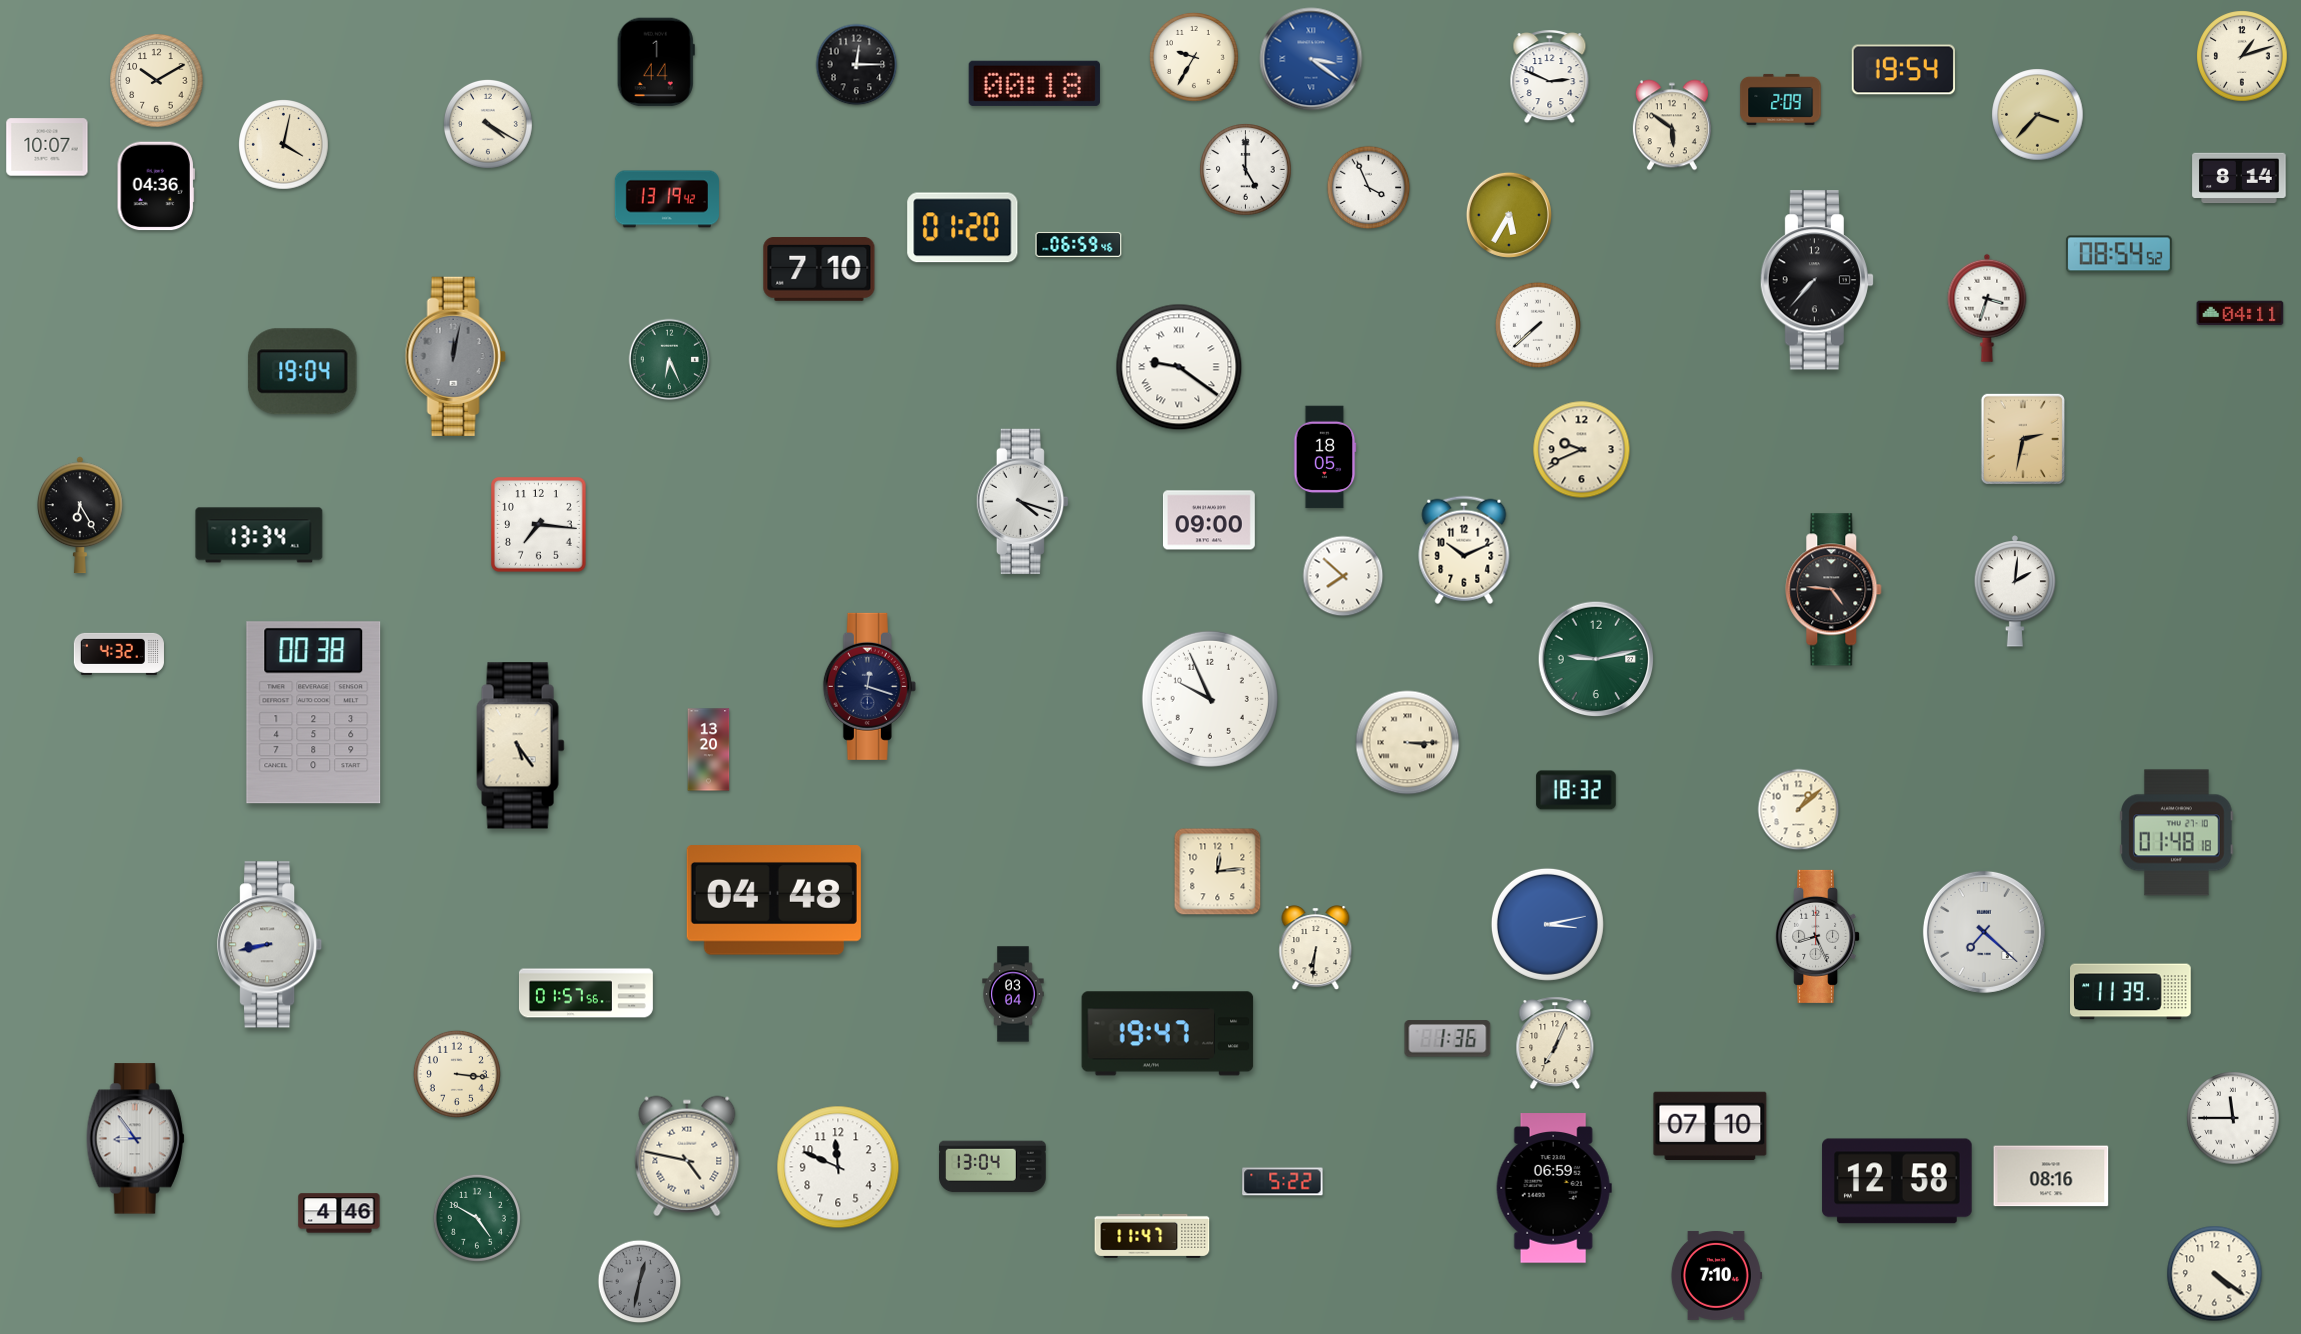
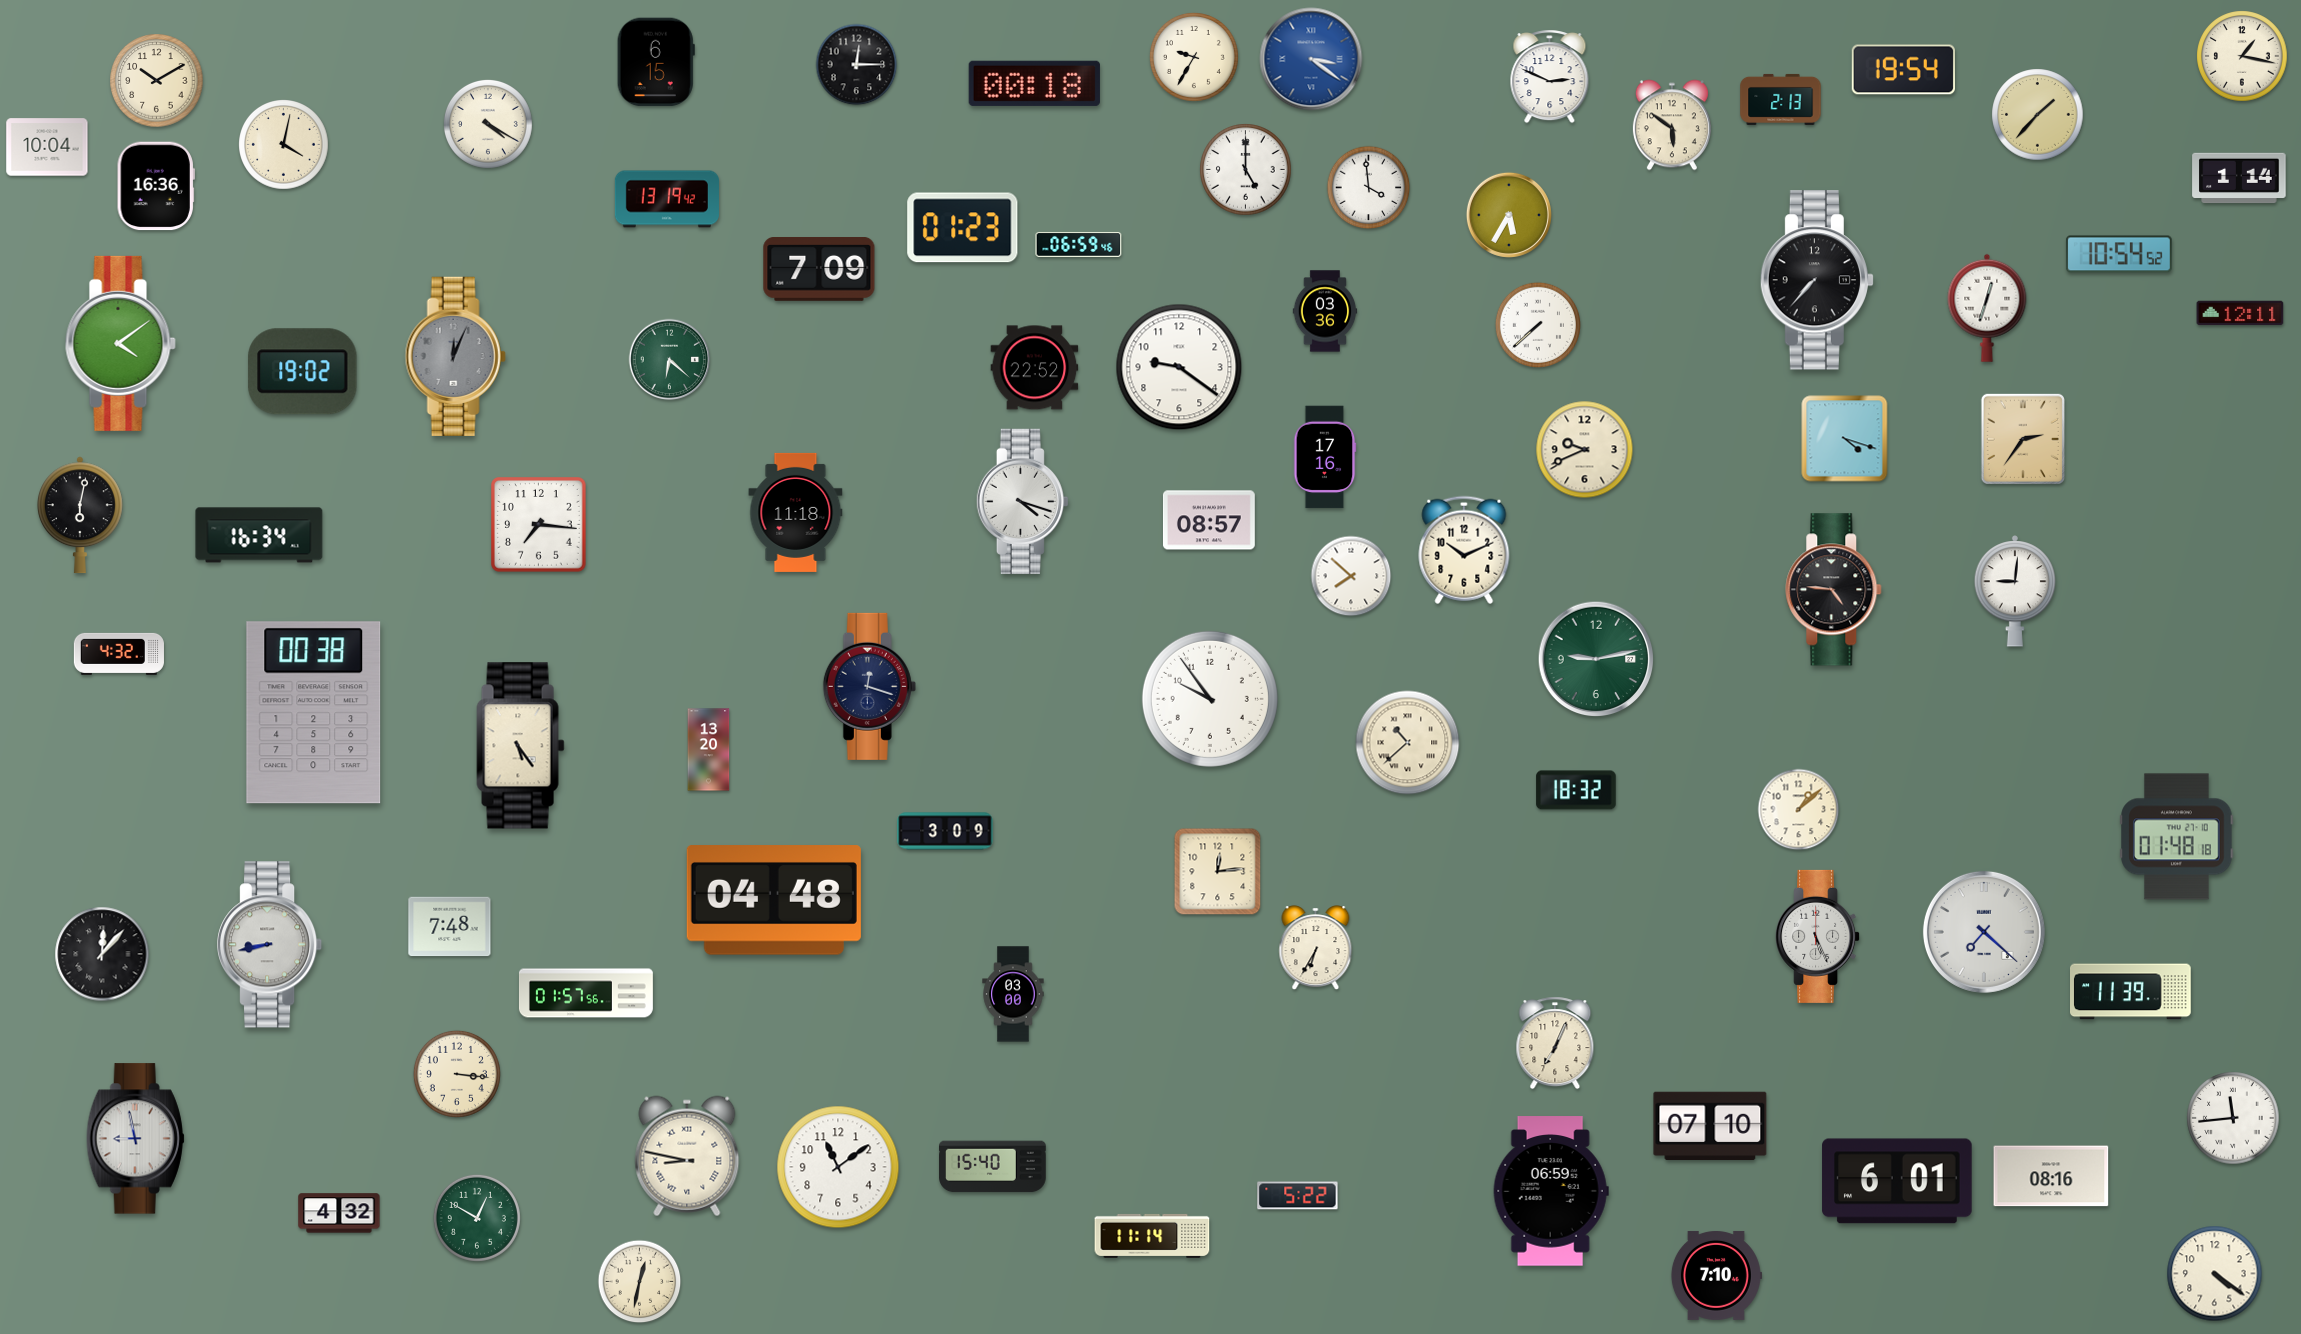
clock at (2242, 56): 1:12 -> 1:17
clock at (656, 62): 1:44 -> 6:15
clock at (1781, 99): 2:09 -> 2:13
clock at (2038, 115): 3:37 -> 1:37
clock at (47, 147): 10:07 -> 10:04
clock at (2239, 178): 8:14 -> 1:14
clock at (156, 186): 04:36 -> 16:36
clock at (1369, 188): 3:56 -> 3:59
clock at (963, 228): 01:20 -> 01:23
clock at (2119, 254): 08:54 -> 10:54
clock at (819, 270): 7:10 -> 7:09
clock at (1987, 308): 3:33 -> 12:33
clock at (1325, 311): none -> 03:36
clock at (2240, 313): 04:11 -> 12:11
clock at (120, 343): none -> 4:09
clock at (455, 356): 12:02 -> 12:04
clock at (670, 360): 6:26 -> 6:22
clock at (1179, 367) numerals: Roman -> Arabic
clock at (1035, 368): none -> 22:52
clock at (303, 372): 19:04 -> 19:02
clock at (1845, 439): none -> 4:18
clock at (2023, 439): 2:32 -> 2:36
clock at (1582, 450) position: (1582, 450) -> (1585, 450)
clock at (1325, 457): 18:05 -> 17:16
clock at (796, 512): none -> 11:18
clock at (80, 515): 6:25 -> 6:02
clock at (1209, 520): 09:00 -> 08:57
clock at (259, 535): 13:34 -> 16:34
clock at (1343, 576) position: (1343, 576) -> (1351, 576)
clock at (2015, 592): 2:01 -> 9:01
clock at (1210, 699): 9:56 -> 9:54
clock at (1408, 743): 3:15 -> 10:38
clock at (945, 831): none -> 3:09
clock at (2177, 833) position: (2177, 833) -> (2177, 837)
clock at (1547, 924): 3:13 -> none
clock at (450, 927): none -> 7:48
clock at (1818, 936): 8:26 -> 5:26
clock at (1316, 948): 6:31 -> 6:35
clock at (102, 954): none -> 12:07
clock at (1013, 994): 03:04 -> 03:00
clock at (1168, 1034): 19:47 -> none
clock at (1448, 1039): 1:36 -> none
clock at (2233, 1118): 11:45 -> 11:44
clock at (135, 1139): 8:54 -> 8:58
clock at (687, 1156): 4:47 -> 8:47
clock at (838, 1167): 11:49 -> 11:09
clock at (993, 1167): 13:04 -> 15:40
clock at (1897, 1181): 12:58 -> 6:01
clock at (1283, 1182) position: (1283, 1182) -> (1298, 1196)
clock at (1554, 1188) position: (1554, 1188) -> (1551, 1191)
clock at (339, 1213): 4:46 -> 4:32
clock at (477, 1218): 4:50 -> 12:50
clock at (1152, 1236): 11:47 -> 11:14
clock at (640, 1282) dial: grey -> cream
